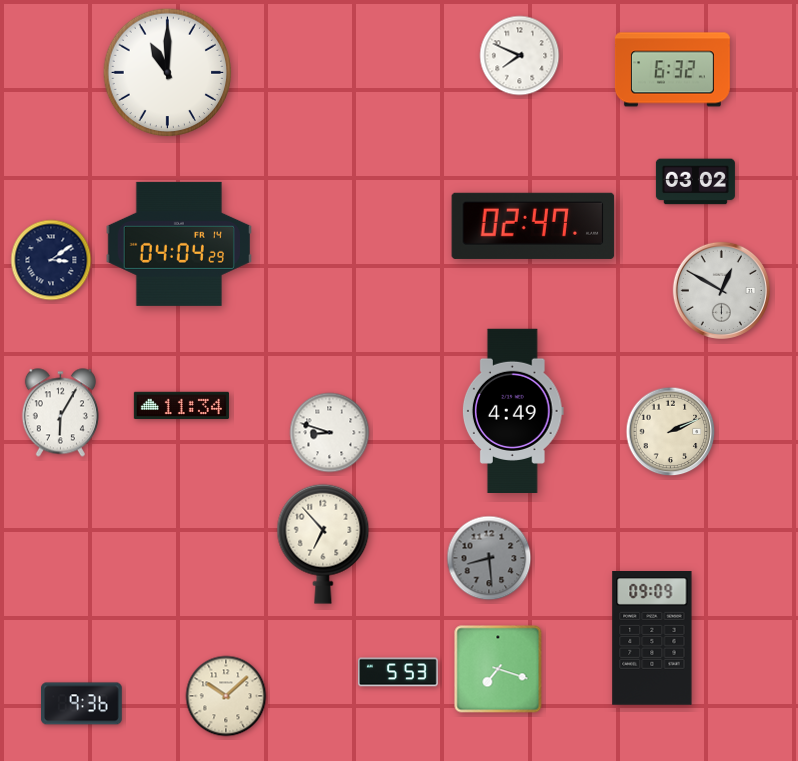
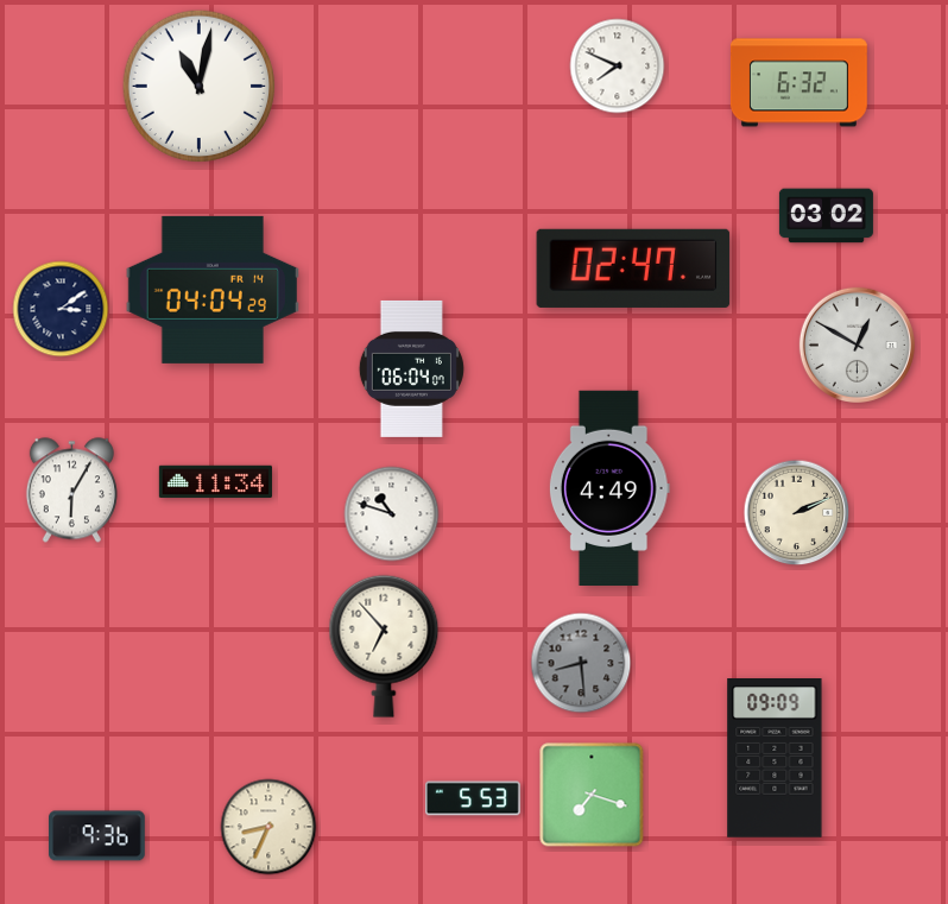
clock at (168, 73): 11:00 -> 11:02
clock at (411, 368): none -> 06:04
clock at (330, 433): 8:48 -> 10:48
clock at (226, 696): 10:08 -> 8:34
